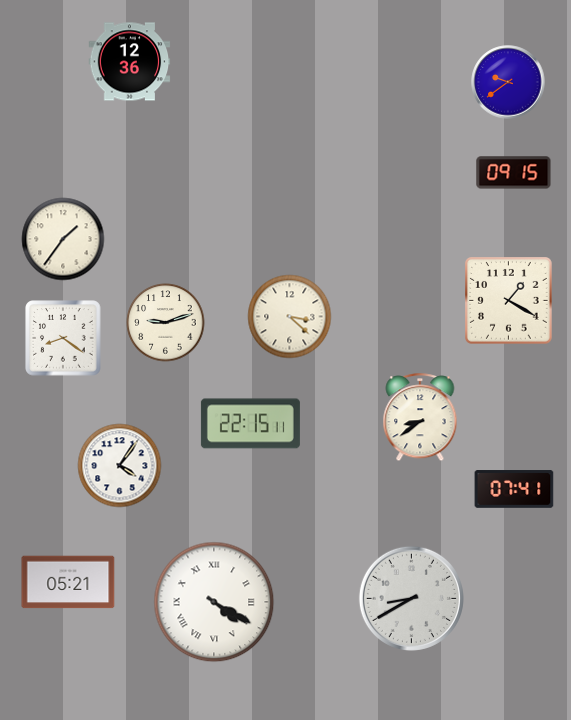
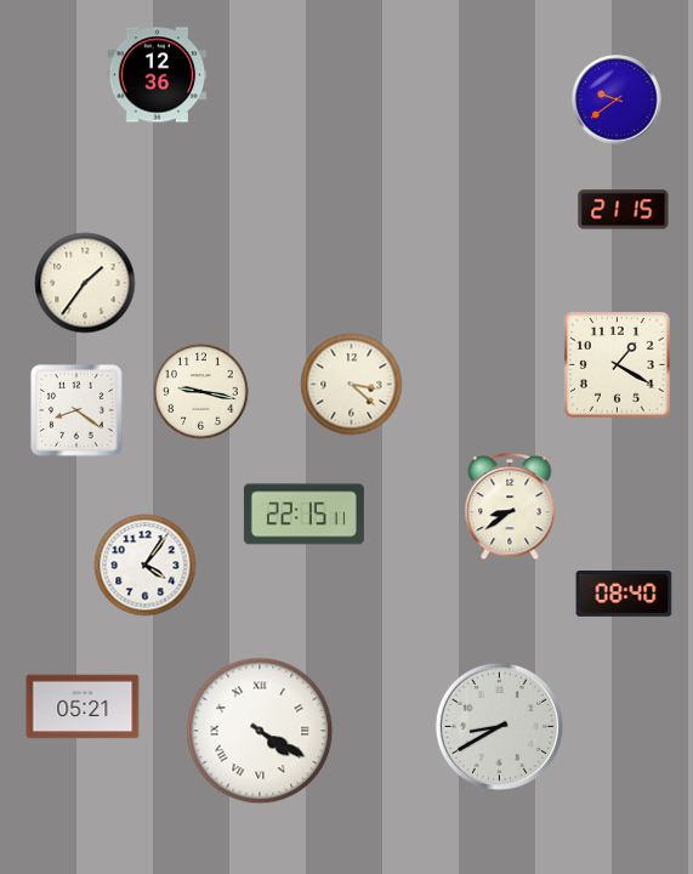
clock at (514, 173): 09:15 -> 21:15
clock at (63, 239) position: (63, 239) -> (85, 283)
clock at (166, 323): 9:12 -> 9:17
clock at (514, 489): 07:41 -> 08:40
